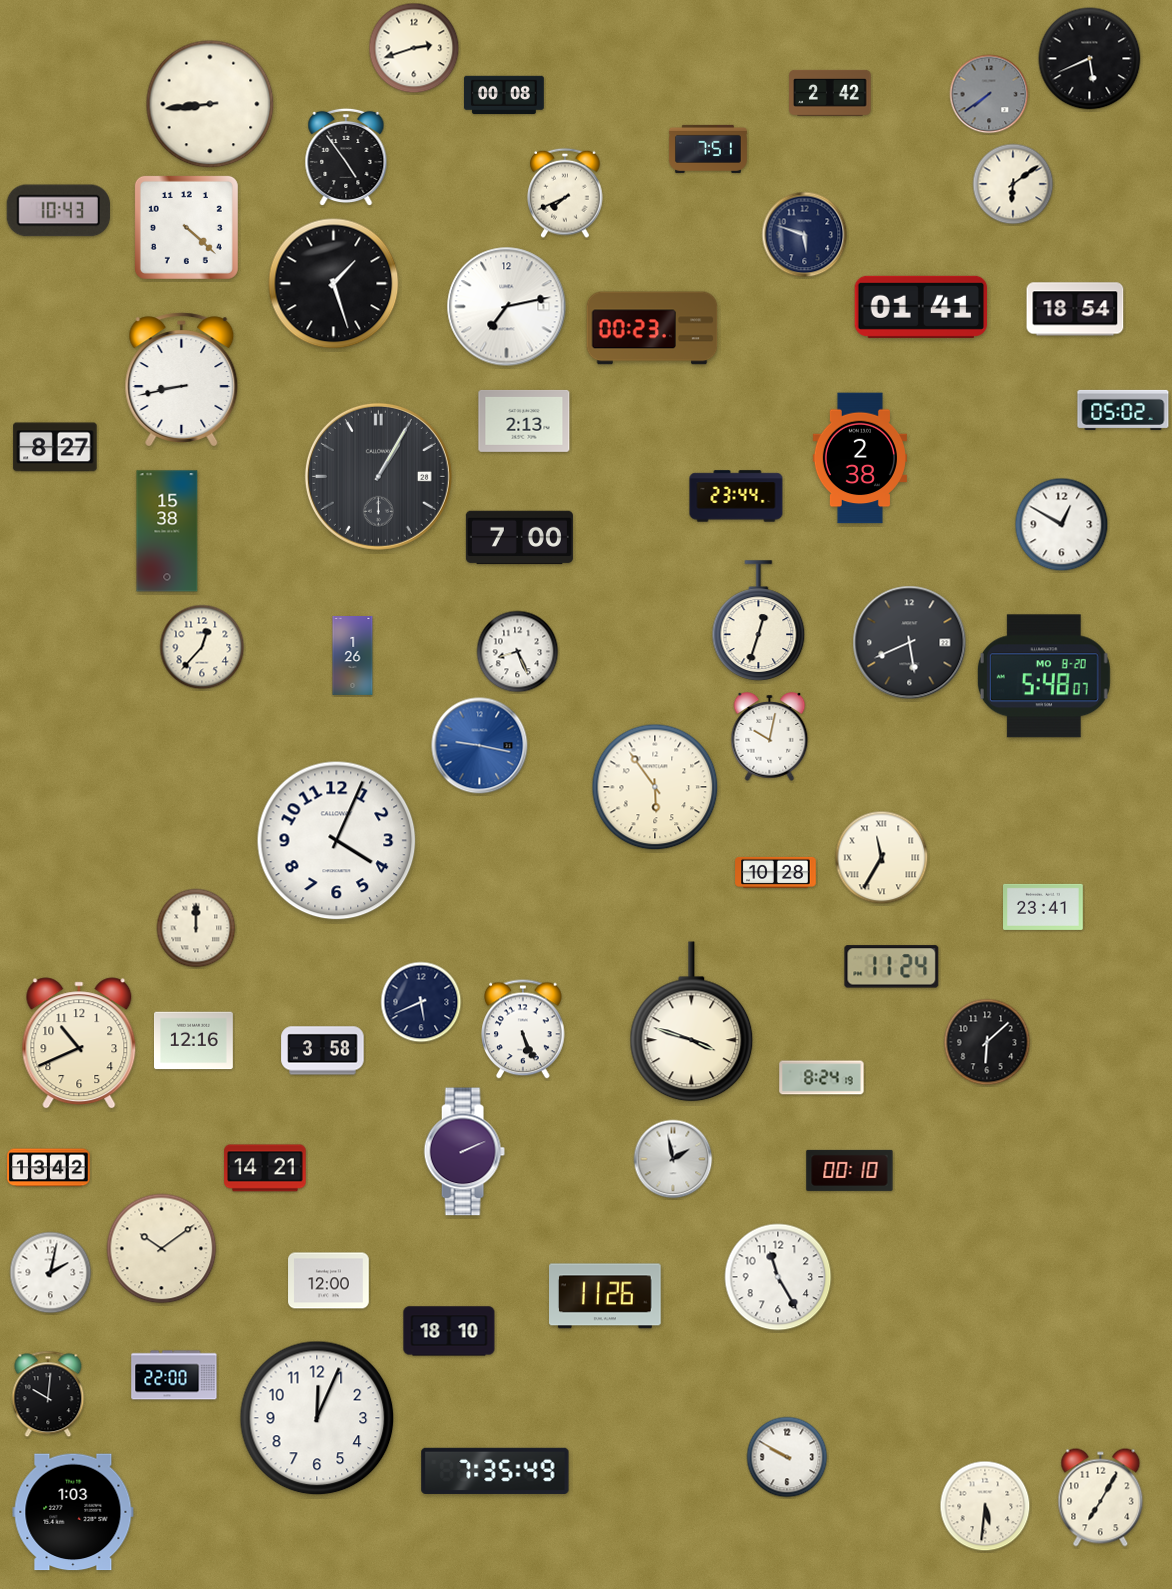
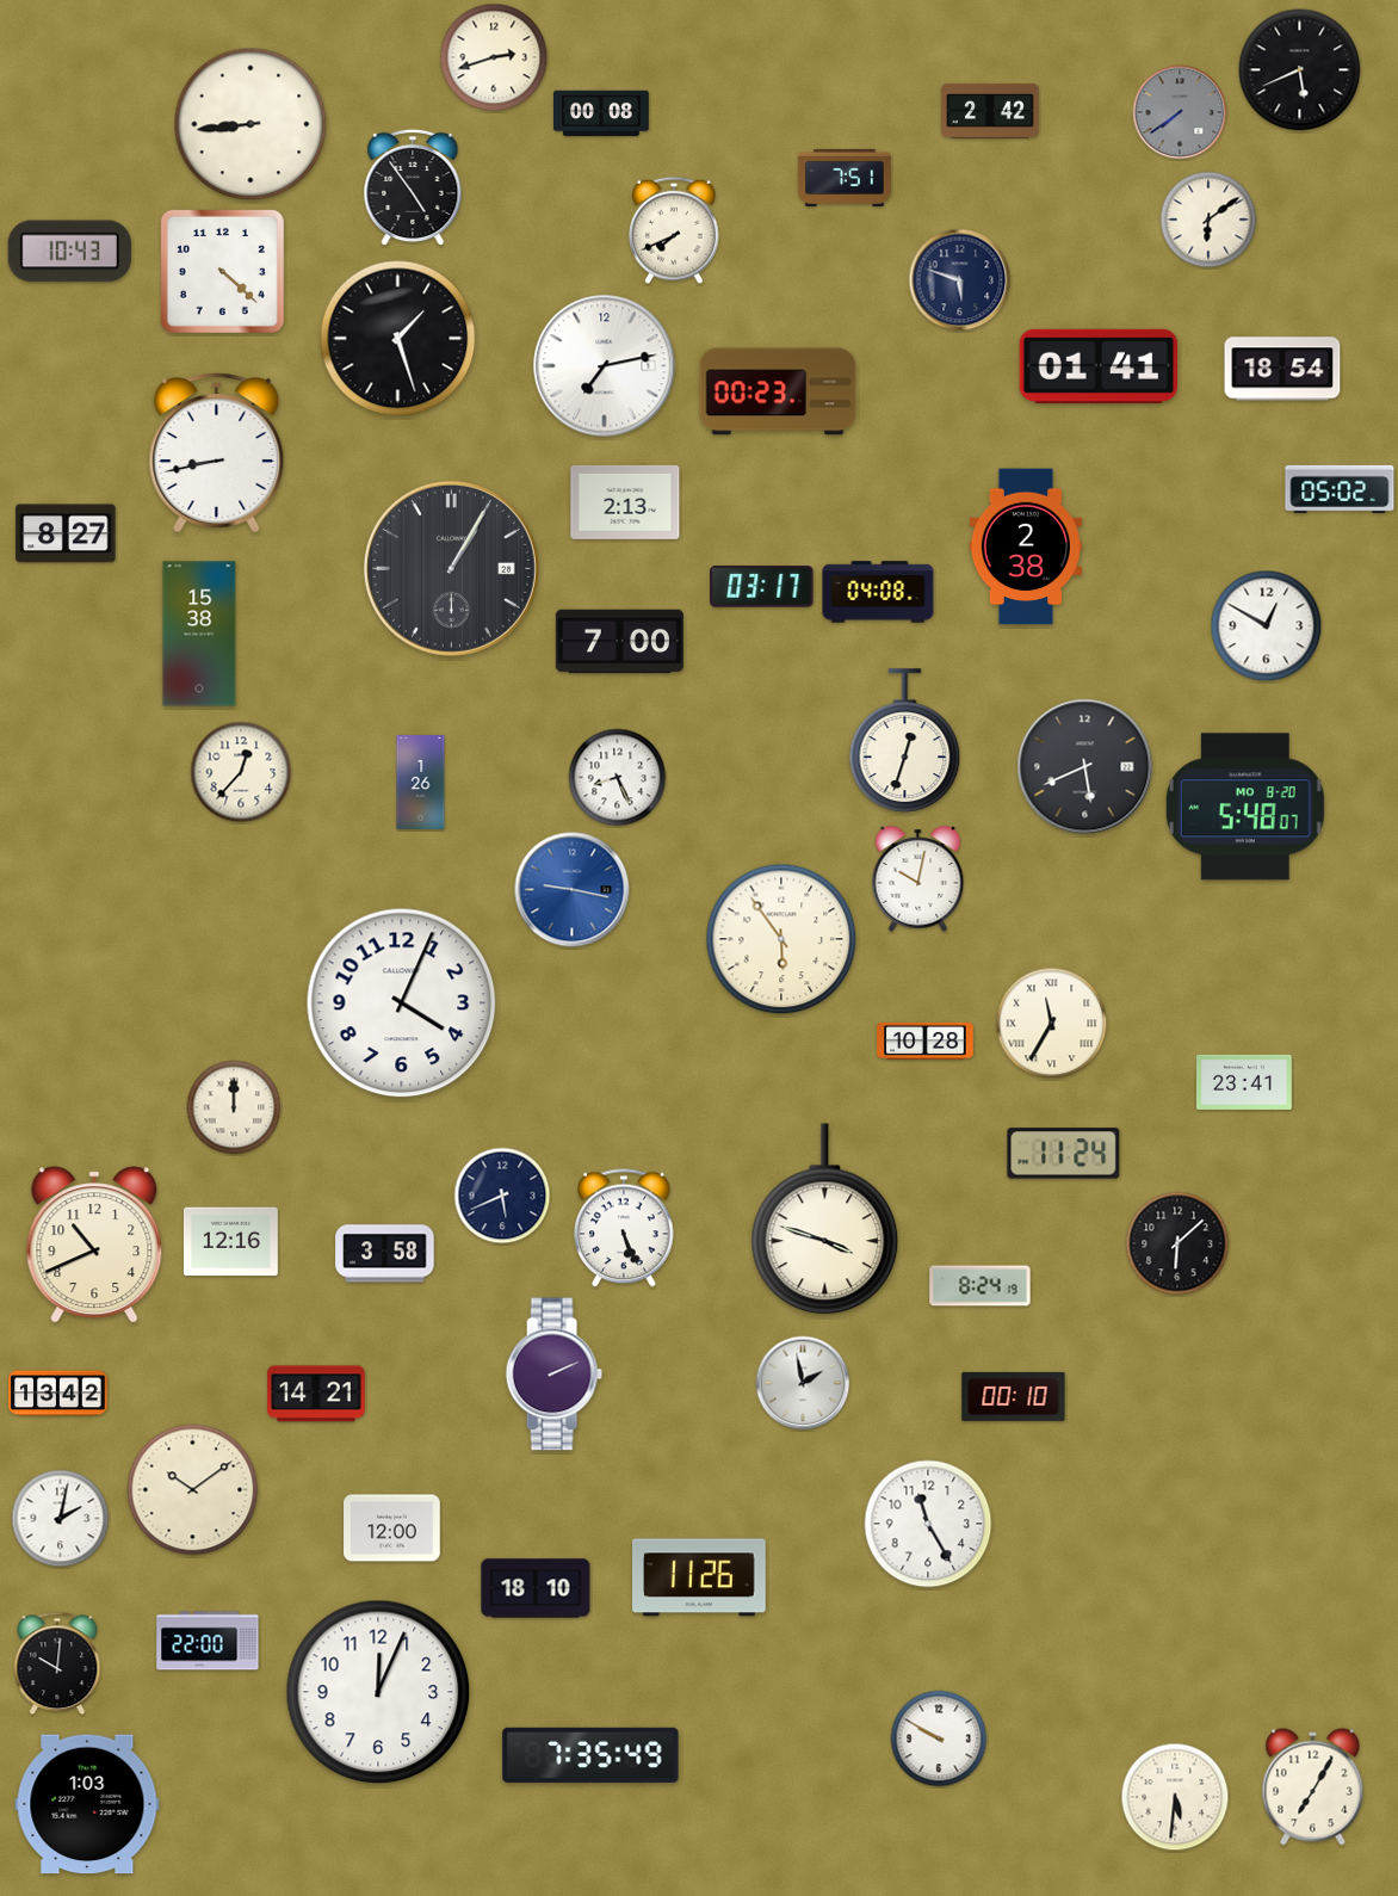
clock at (762, 587): none -> 03:17
clock at (736, 496): 23:44 -> 04:08
clock at (606, 1296) position: (606, 1296) -> (700, 1577)
